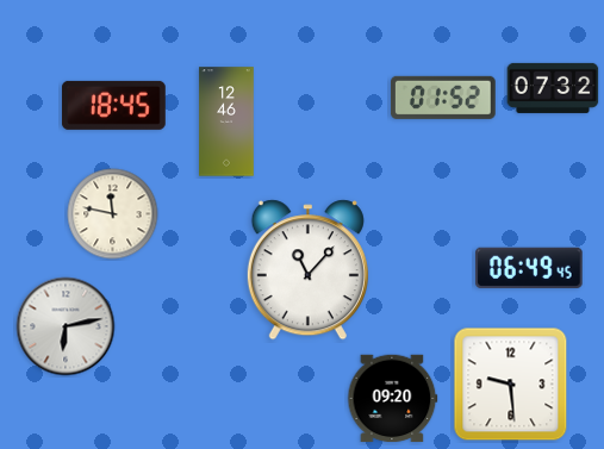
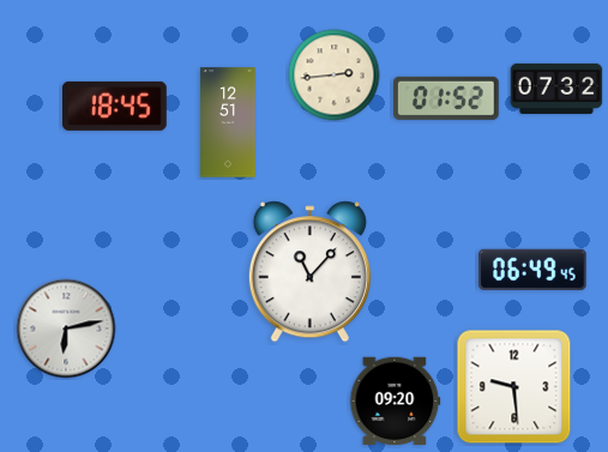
clock at (335, 76): none -> 2:44
clock at (226, 121): 12:46 -> 12:51
clock at (113, 214): 11:47 -> none
